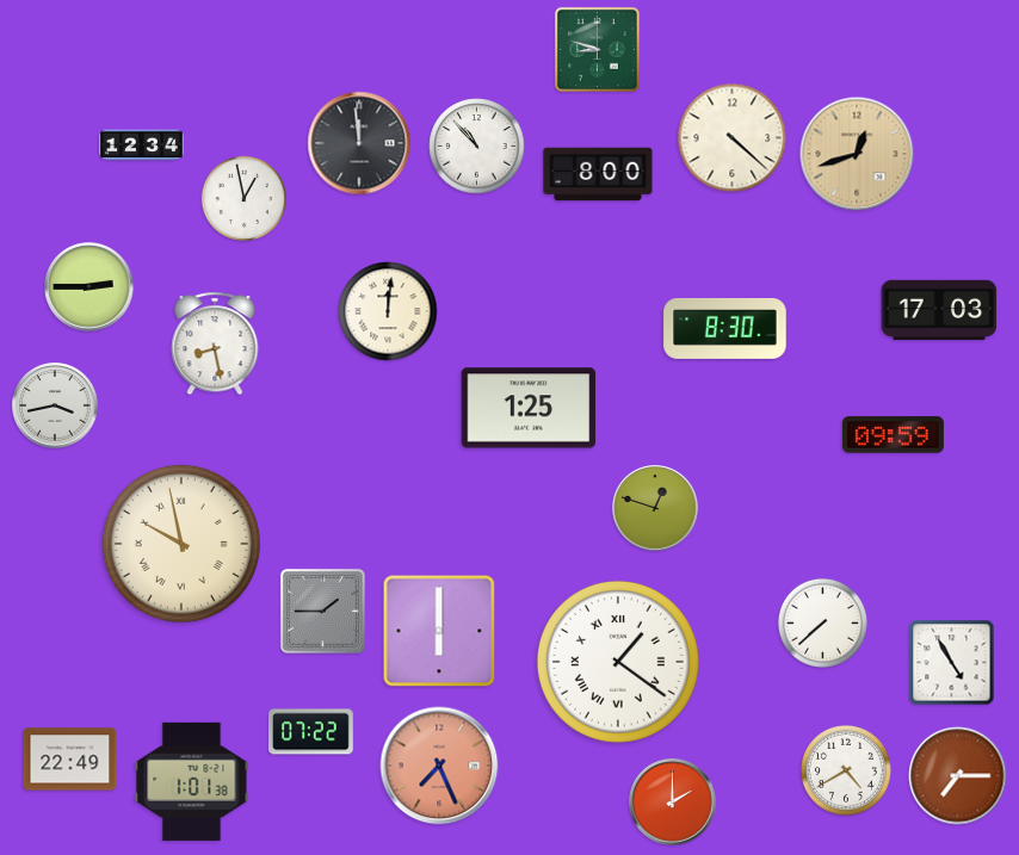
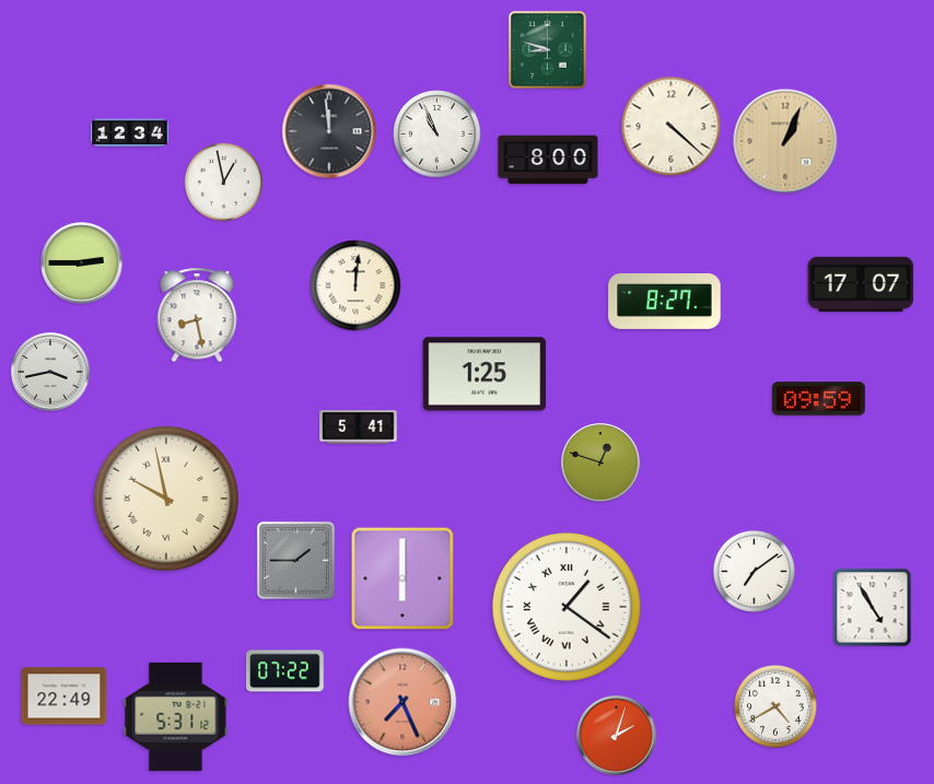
clock at (597, 49) position: (597, 49) -> (547, 49)
clock at (477, 147): 10:53 -> 10:56
clock at (857, 154): 12:42 -> 1:04
clock at (939, 309): 17:03 -> 17:07
clock at (725, 328): 8:30 -> 8:27
clock at (359, 428): none -> 5:41
clock at (655, 508) position: (655, 508) -> (600, 463)
clock at (822, 622): 7:38 -> 7:09
clock at (958, 776): 7:15 -> none
clock at (192, 781): 1:01 -> 5:31
clock at (673, 803): 2:00 -> 2:03
